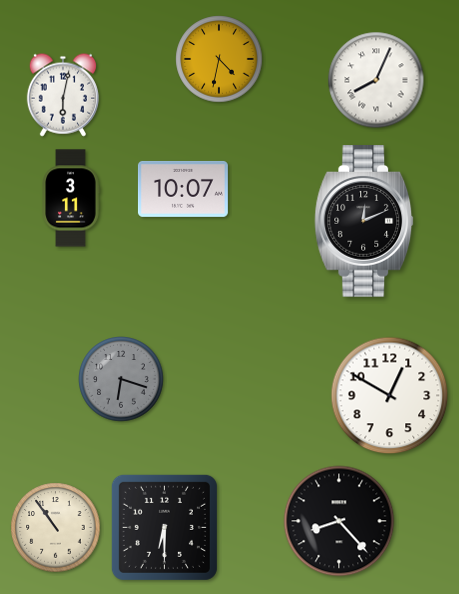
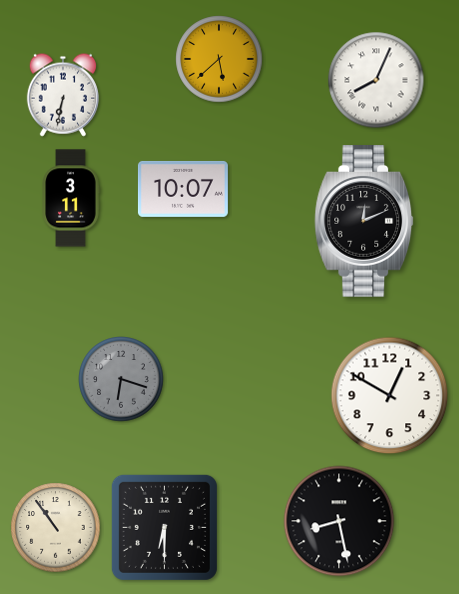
clock at (219, 59): 4:32 -> 5:38
clock at (63, 95): 6:02 -> 6:32
clock at (339, 521): 8:23 -> 8:28
